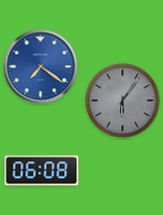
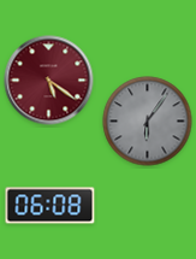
clock at (41, 67): 7:21 -> 5:21
clock at (41, 67) dial: blue -> burgundy
